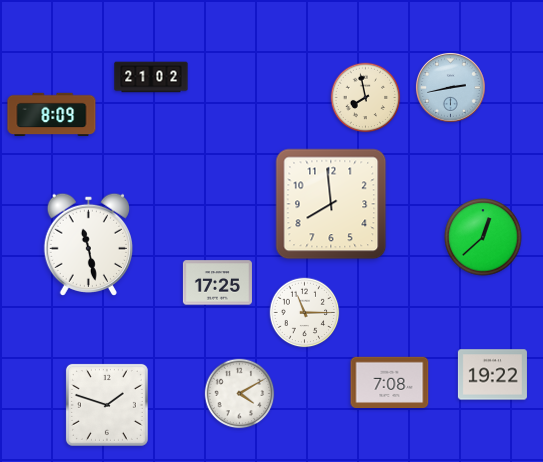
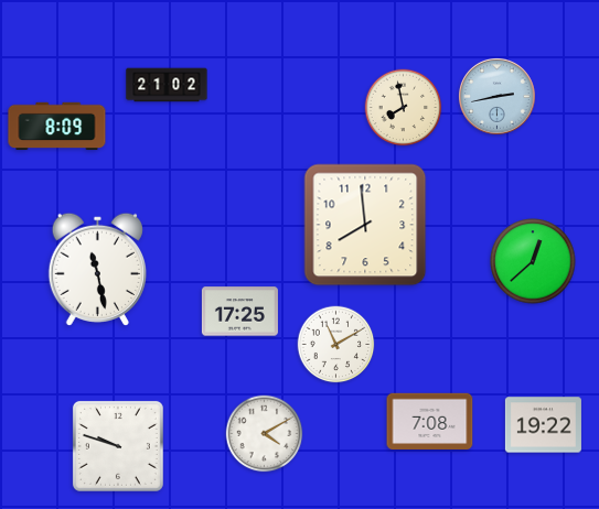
clock at (305, 313): 11:15 -> 11:10
clock at (492, 375) position: (492, 375) -> (543, 425)
clock at (107, 405): 1:48 -> 9:48
